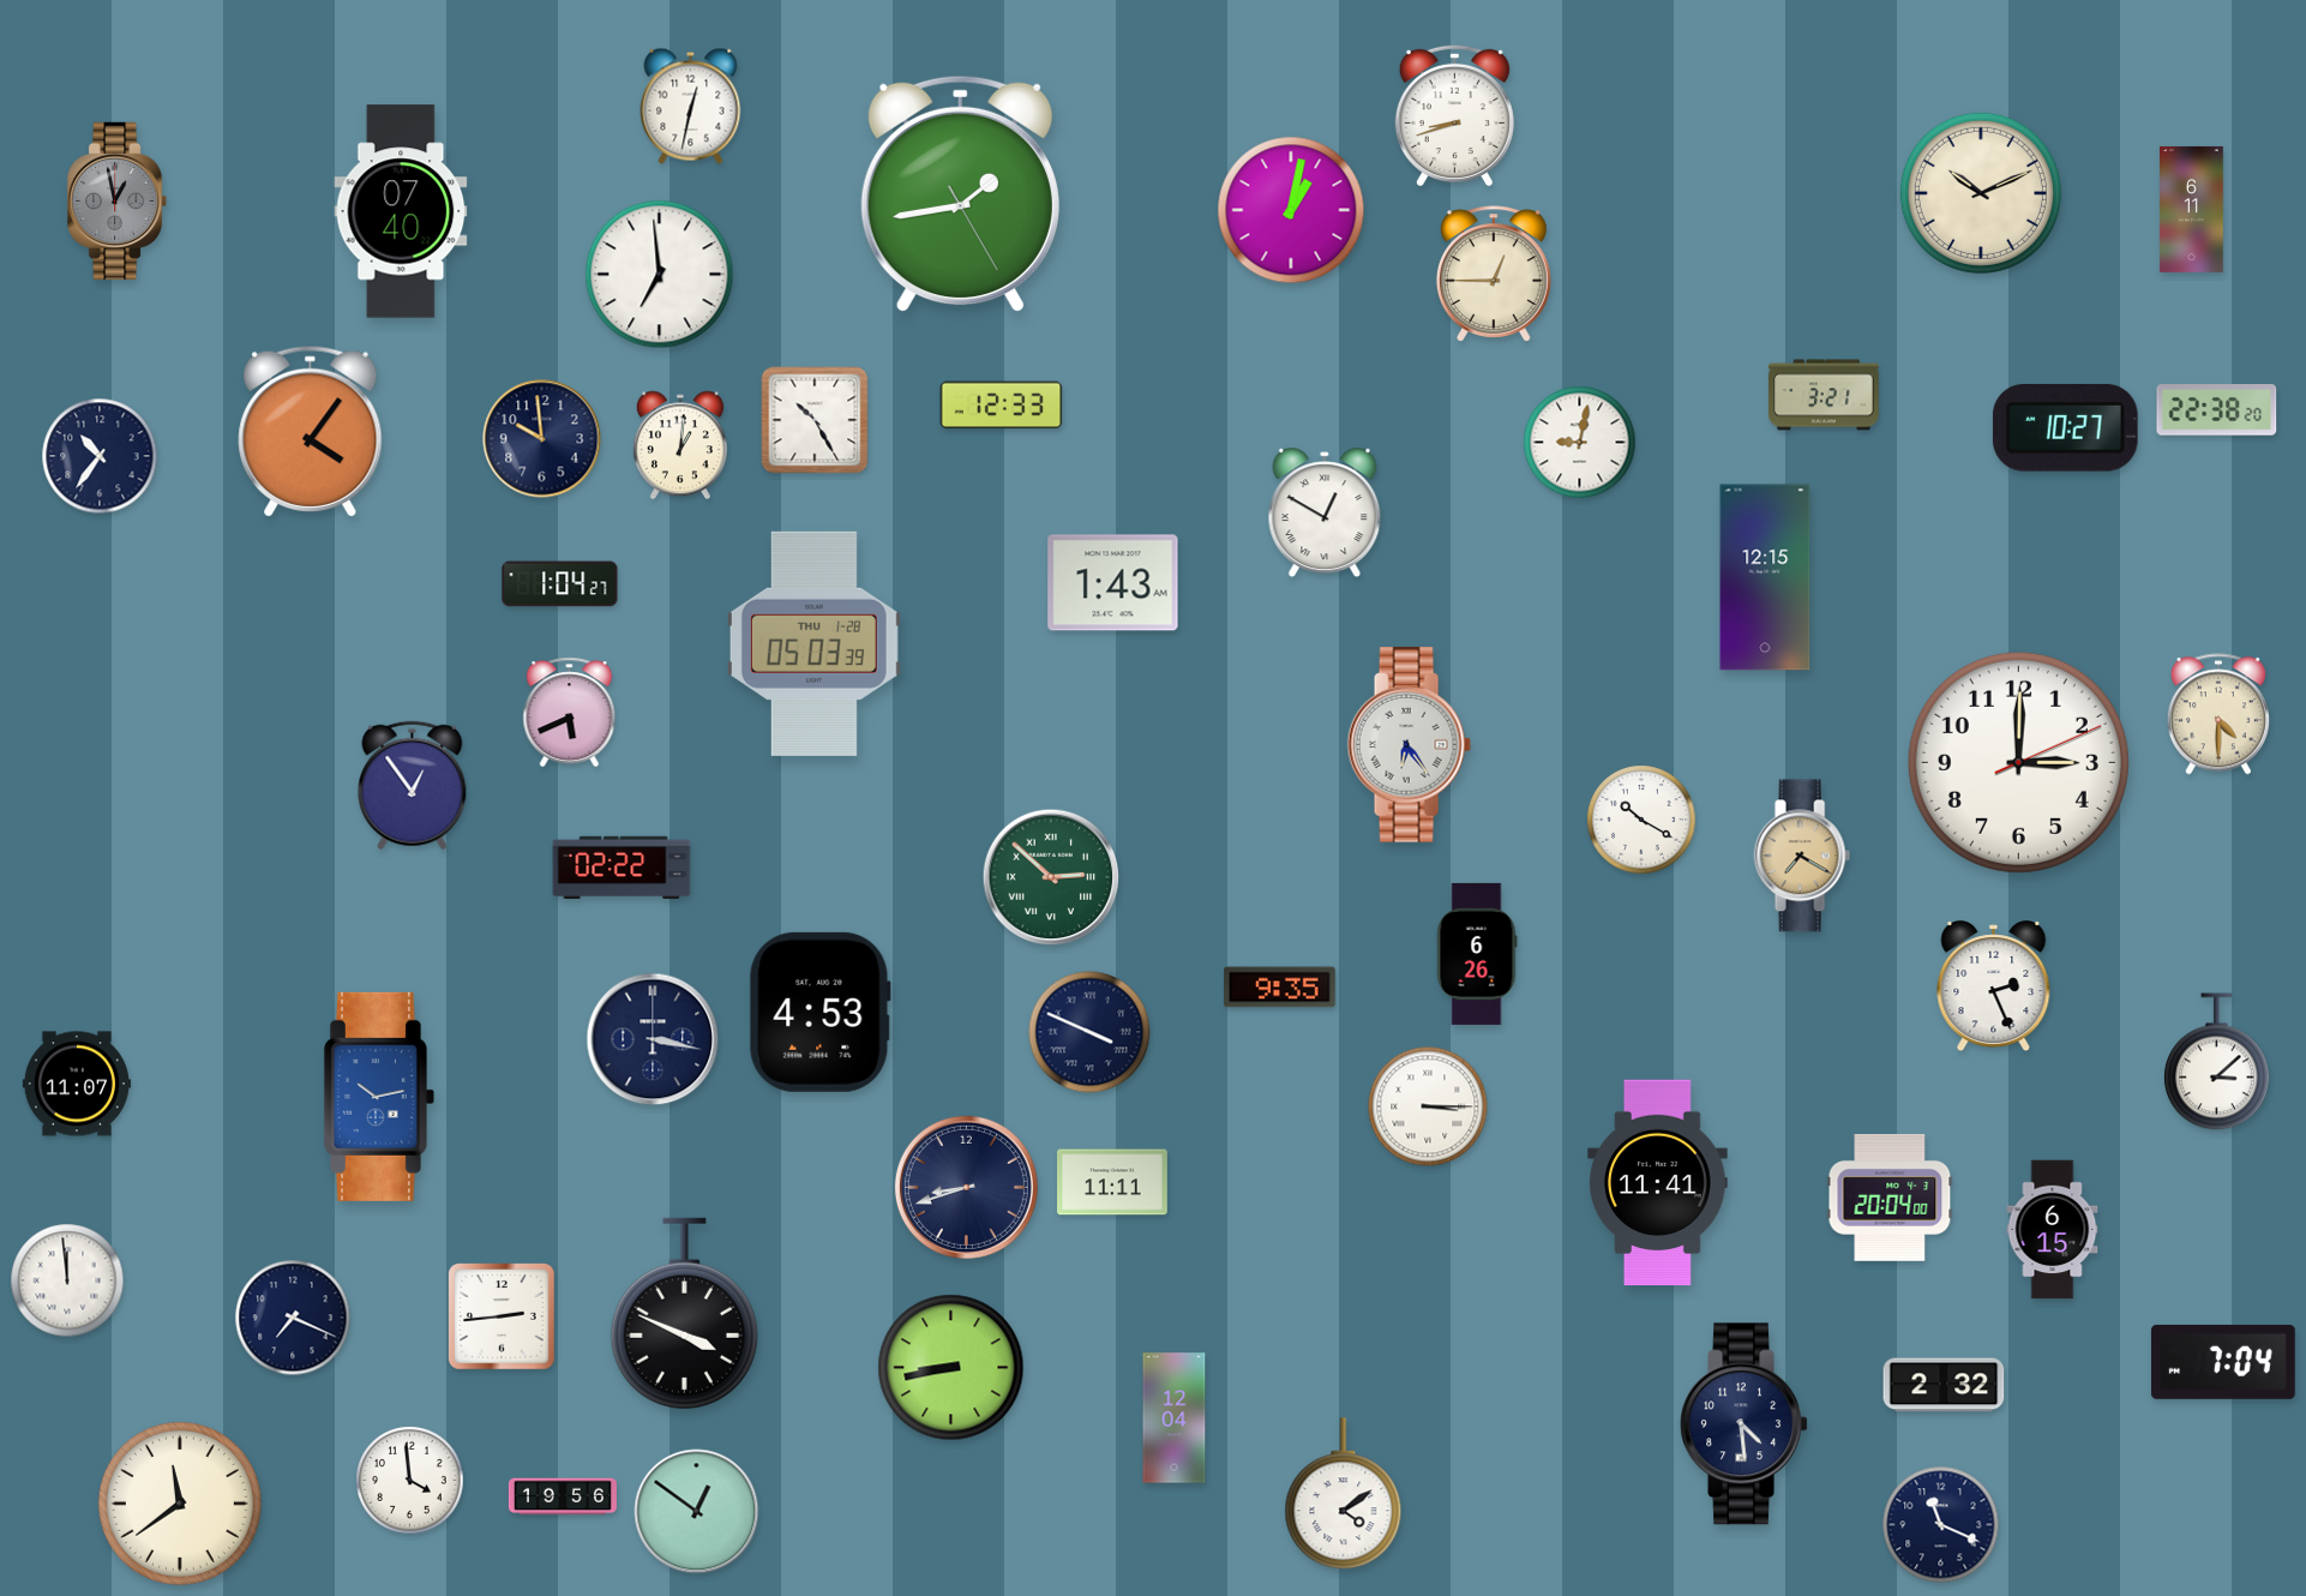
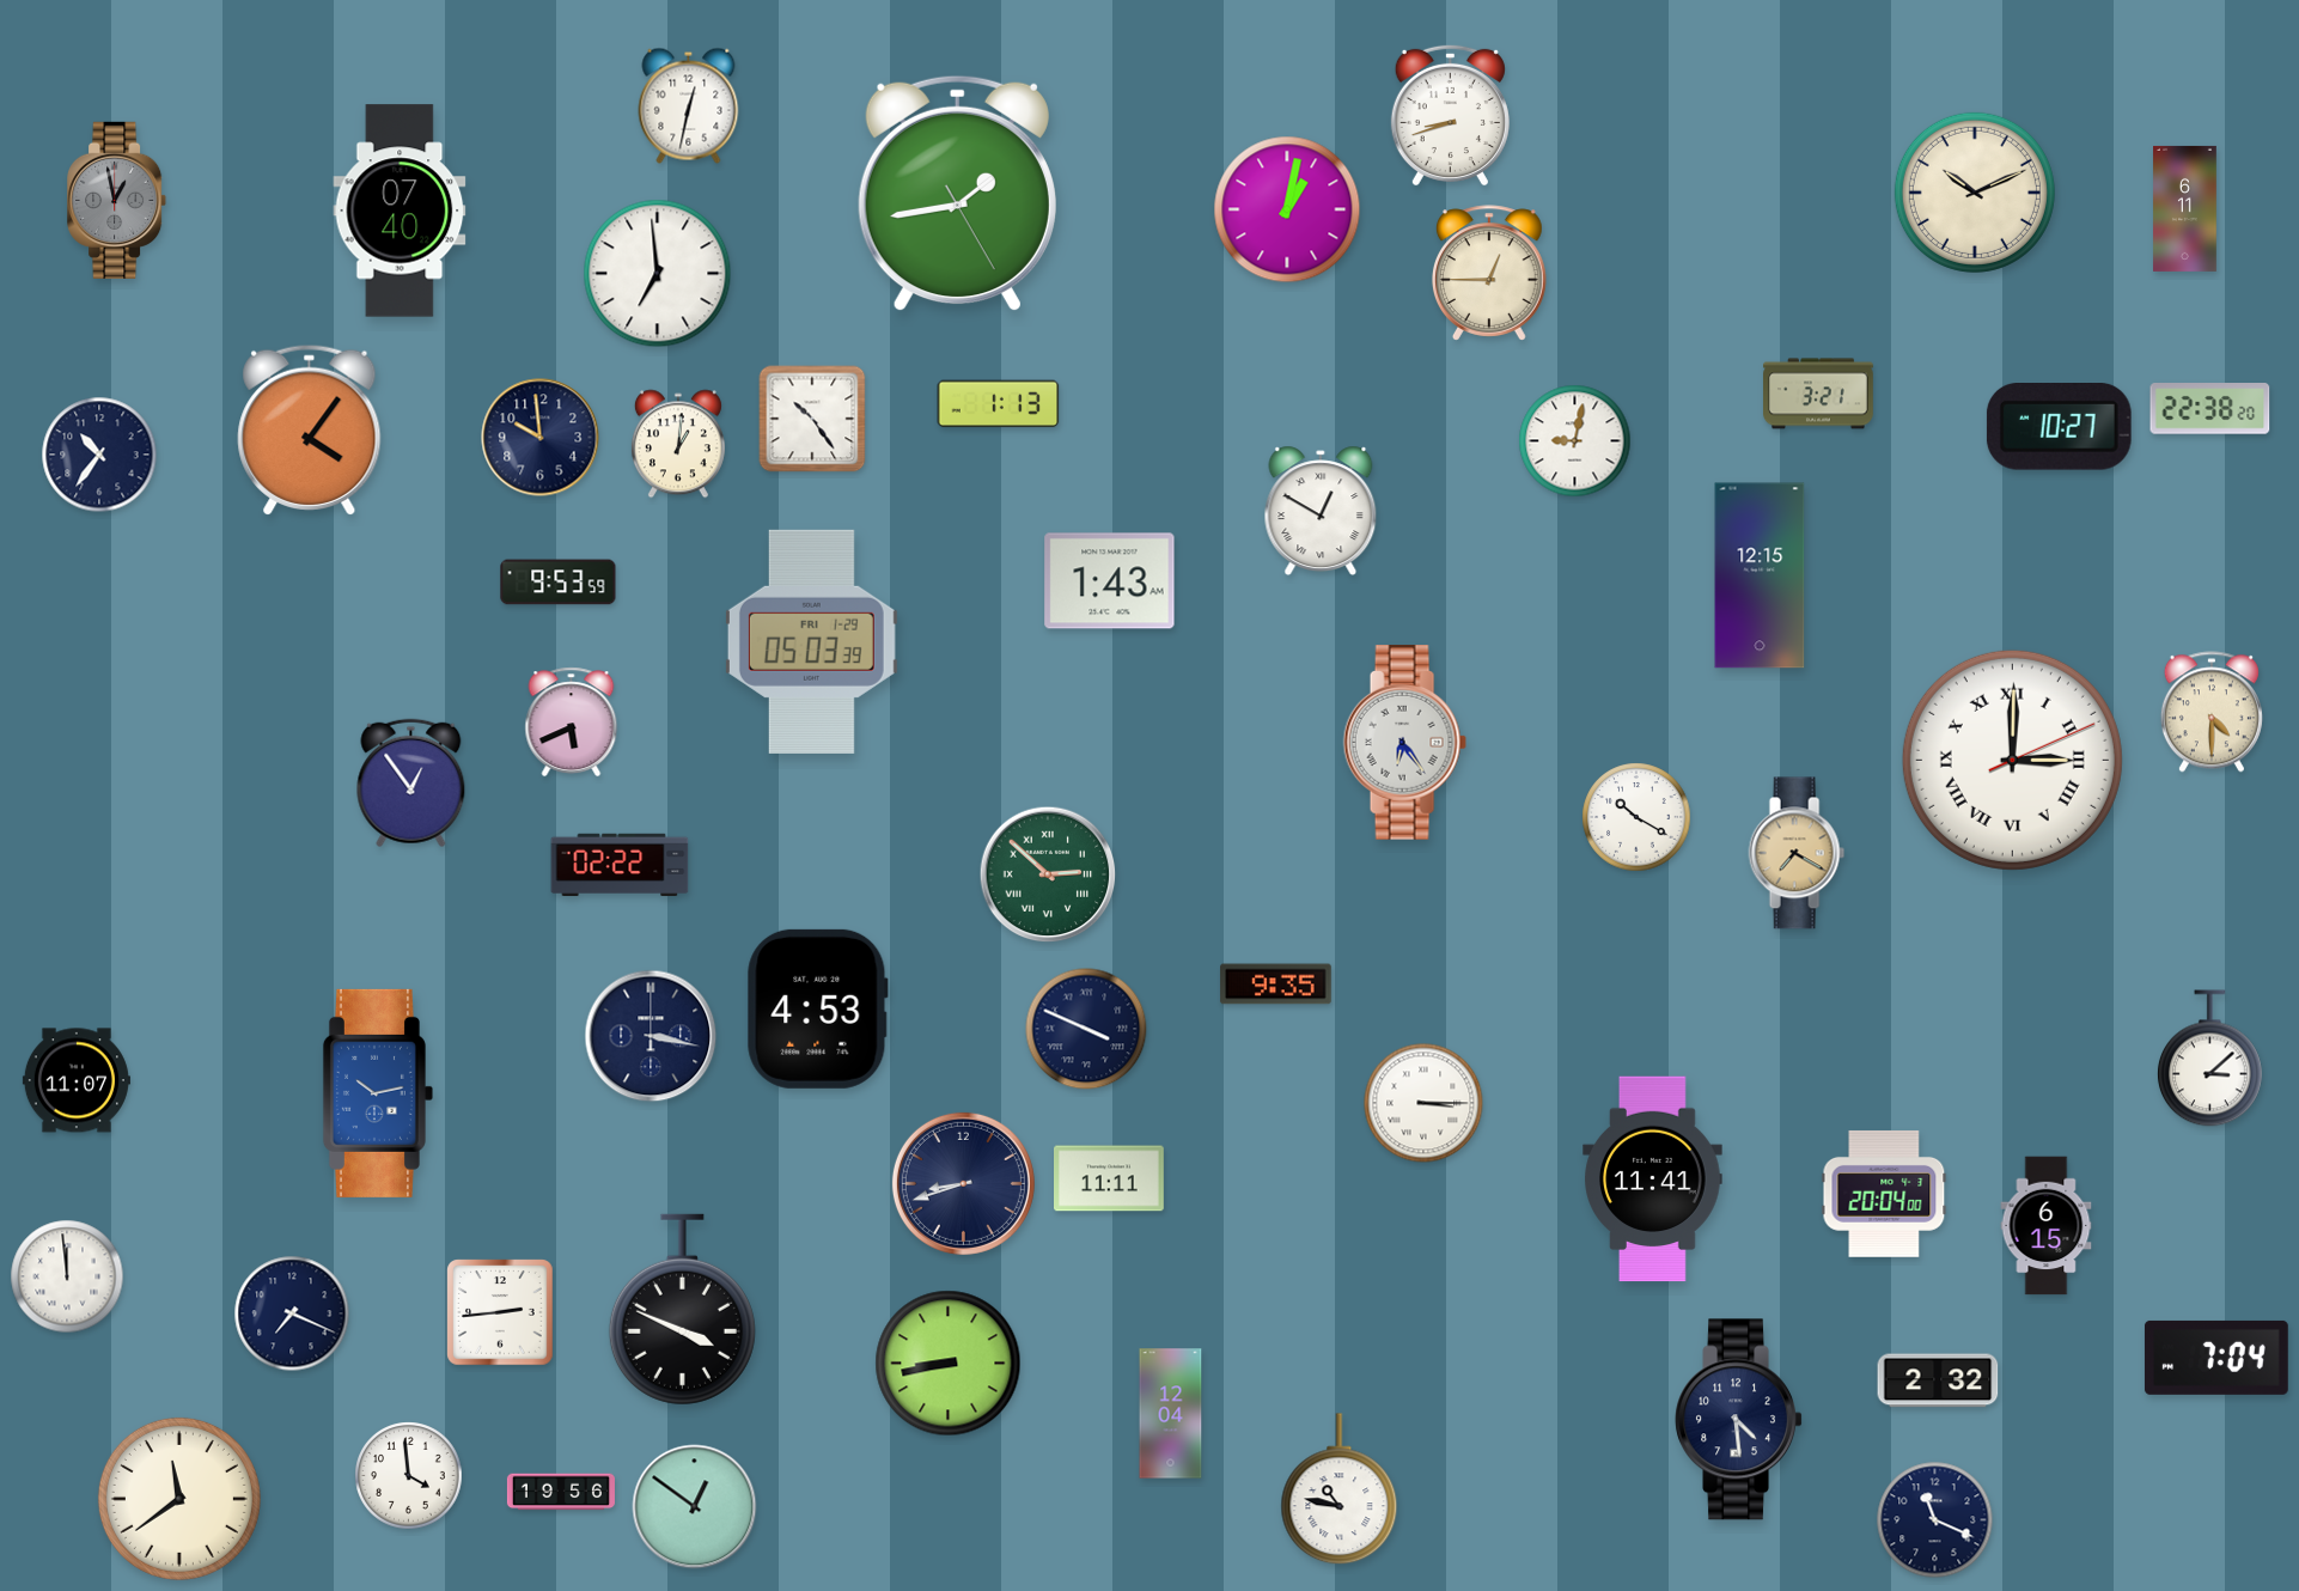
clock at (1002, 406): 12:33 -> 1:13
clock at (815, 420): 10:25 -> 10:24
clock at (560, 584): 1:04 -> 9:53
clock at (813, 643) date: THU 1-28 -> FRI 1-29
clock at (570, 713) position: (570, 713) -> (572, 723)
clock at (2018, 762) numerals: Arabic -> Roman
clock at (1477, 954): 6:26 -> none
clock at (1994, 986): 2:26 -> none
clock at (1344, 1494): 4:09 -> 10:47
